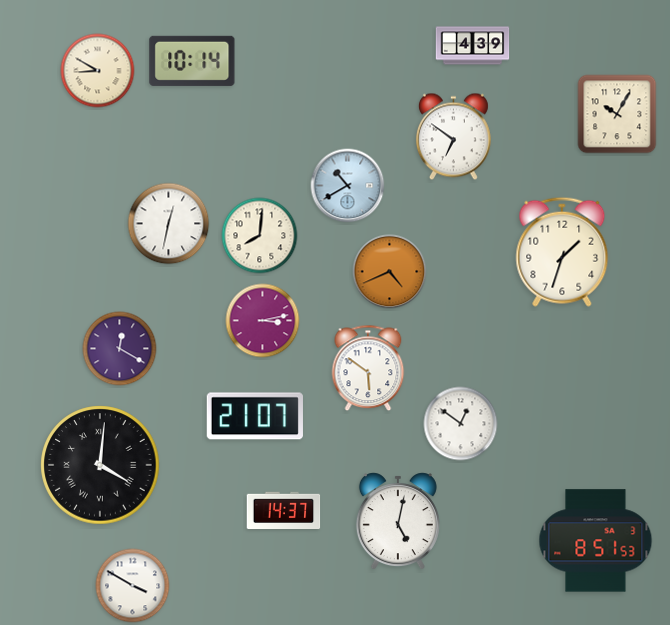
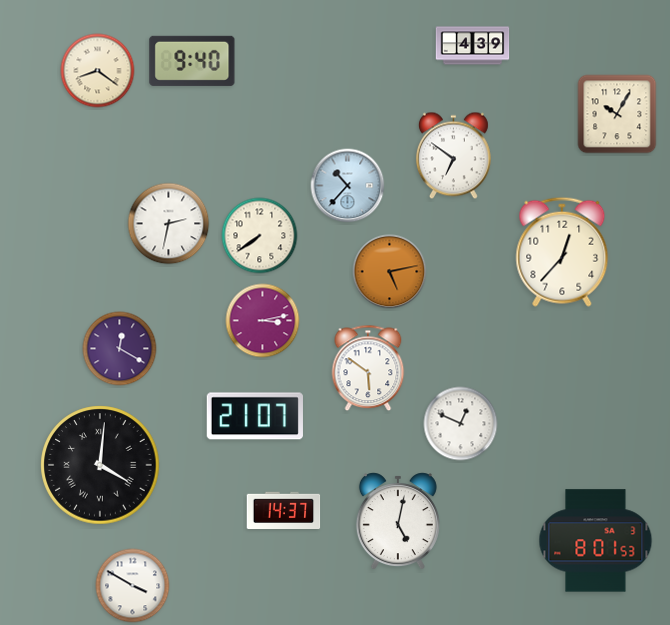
clock at (192, 61): 10:14 -> 9:40
clock at (98, 71): 8:50 -> 8:21
clock at (453, 137) position: (453, 137) -> (453, 156)
clock at (348, 186): 10:40 -> 10:37
clock at (169, 224): 12:32 -> 2:32
clock at (260, 236): 8:01 -> 7:39
clock at (562, 252): 1:33 -> 12:37
clock at (390, 272): 4:41 -> 5:13
clock at (461, 424): 12:51 -> 12:49
clock at (596, 541): 8:51 -> 8:01
